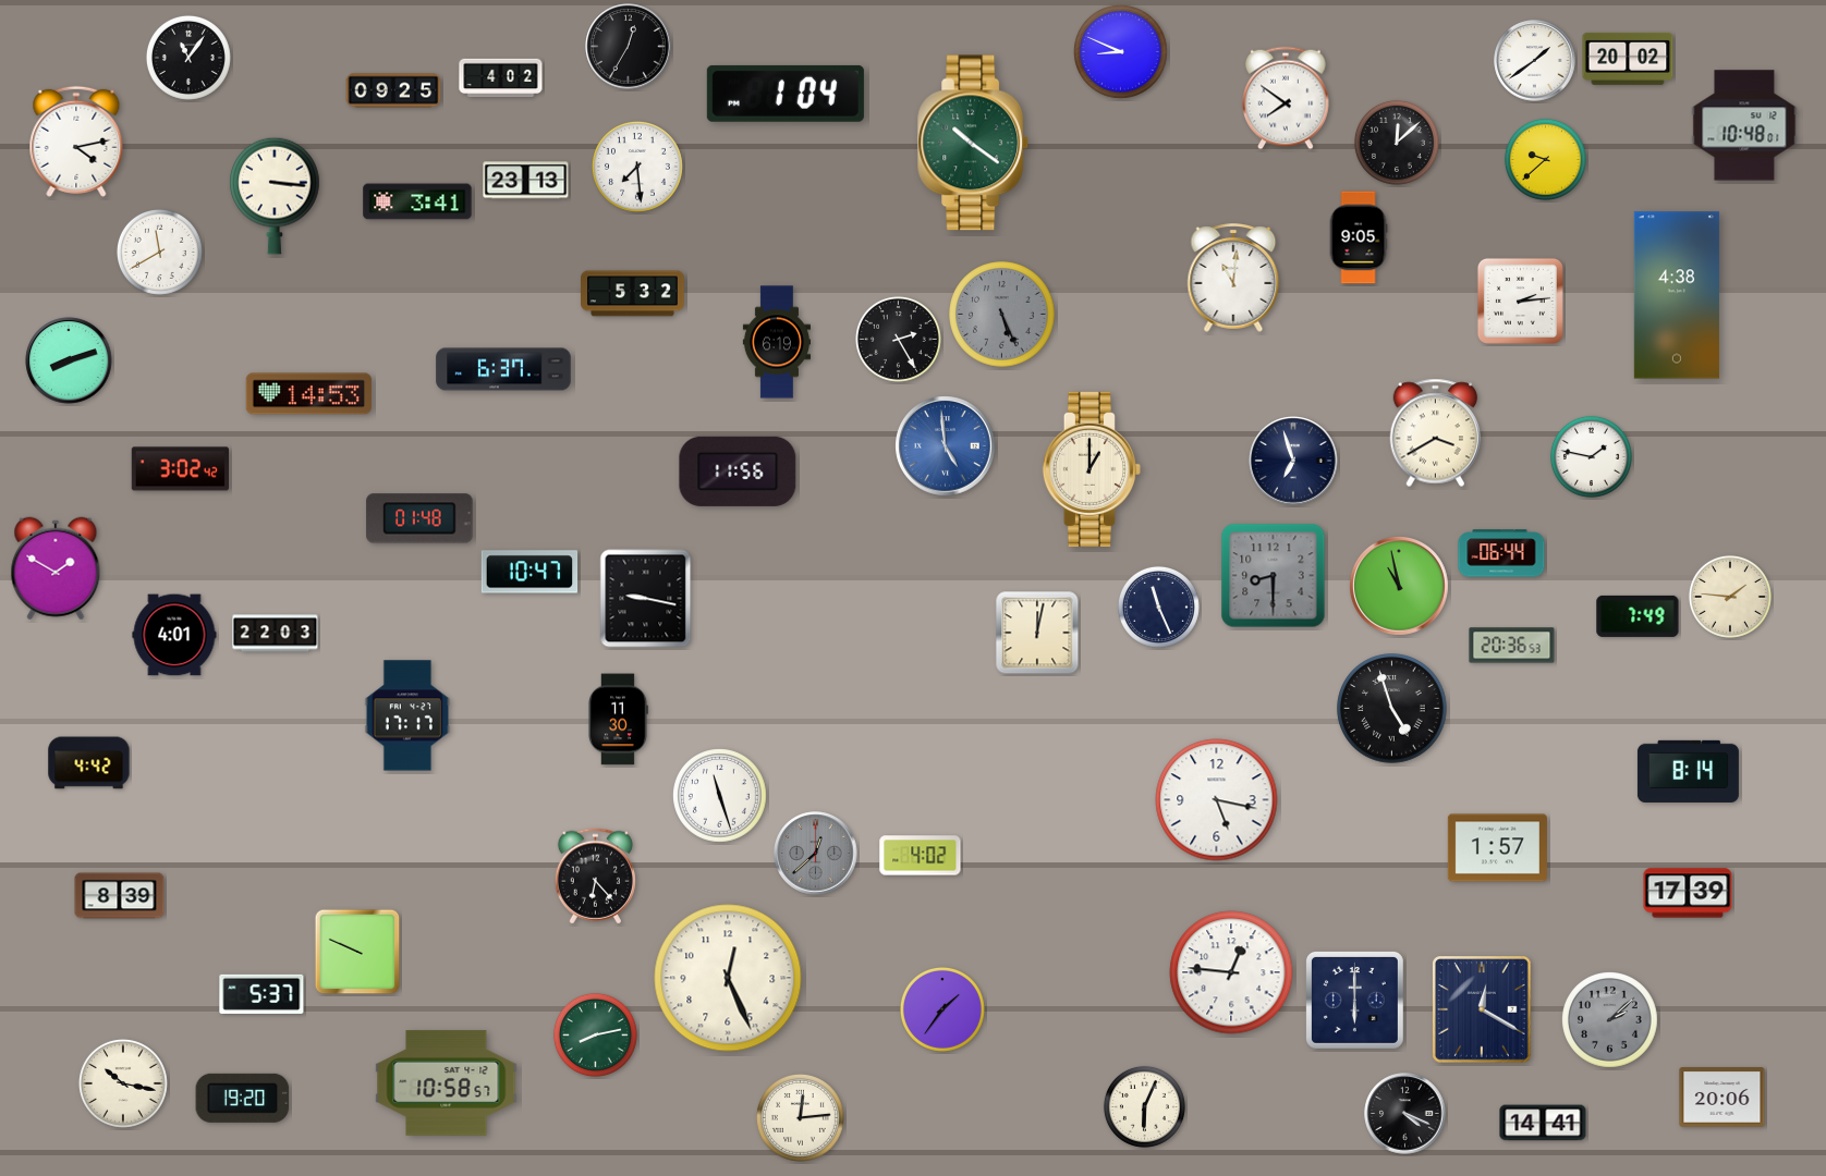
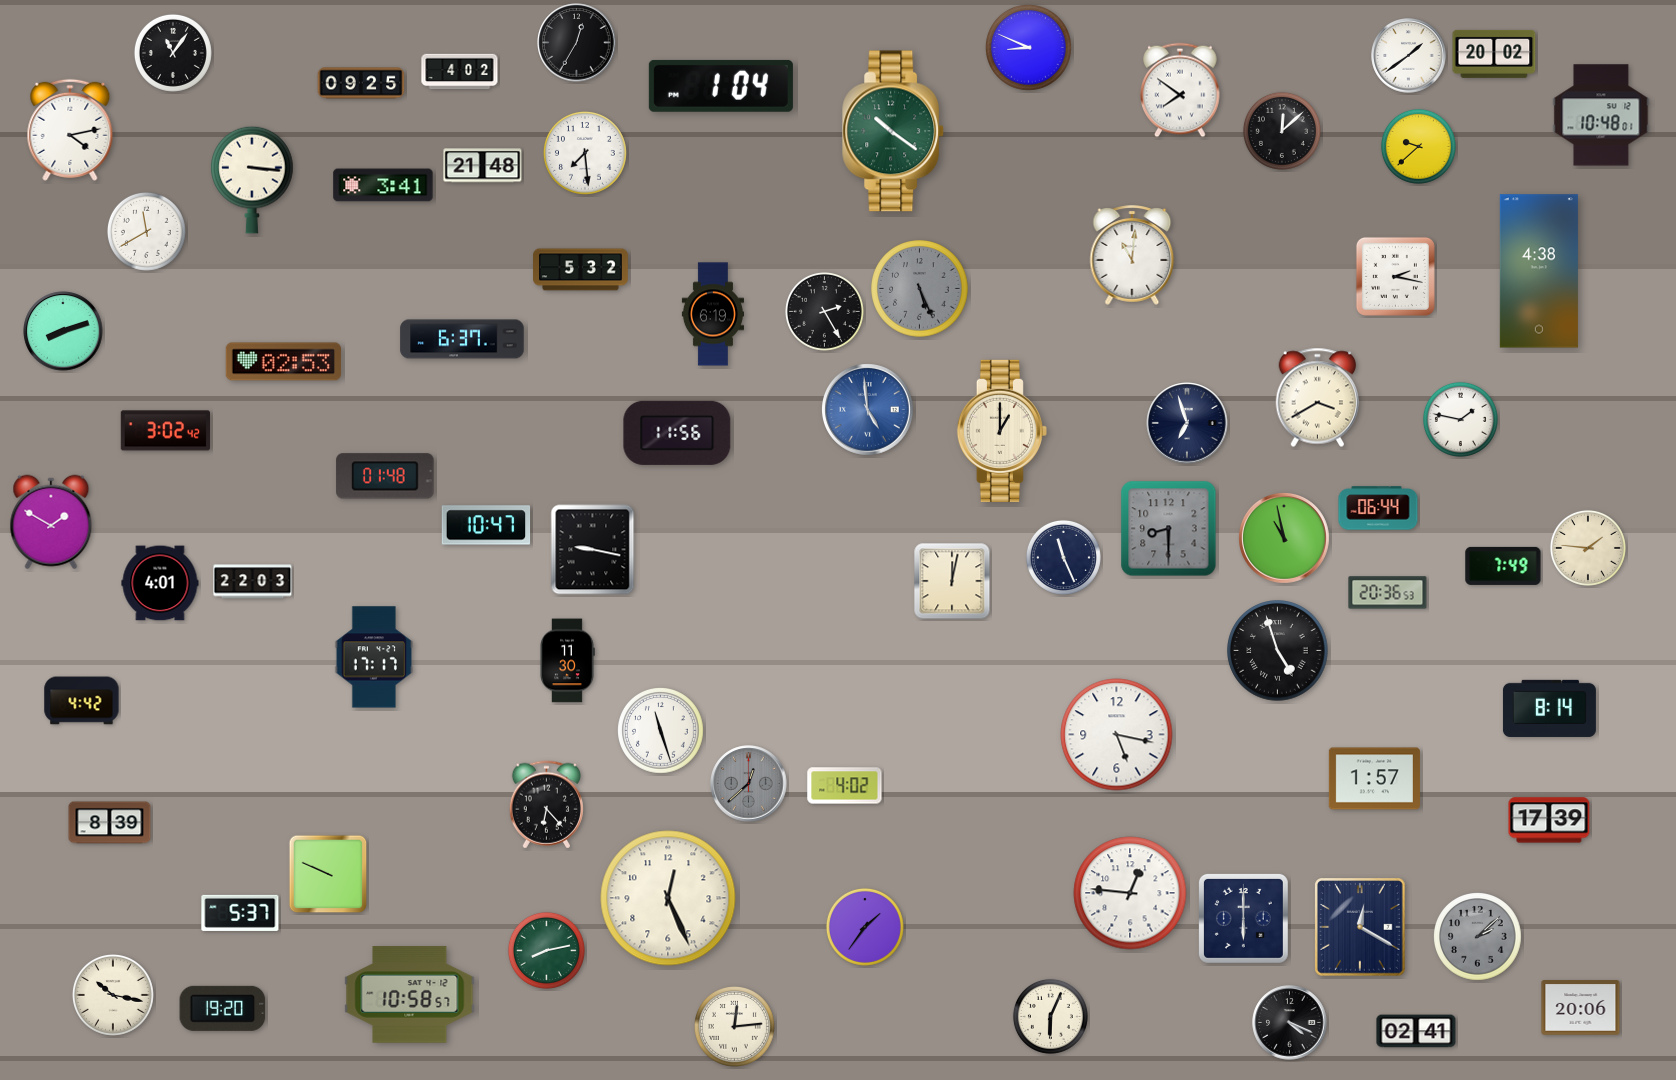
clock at (526, 181): 23:13 -> 21:48
clock at (1359, 237): 9:05 -> none
clock at (1520, 301): 2:14 -> 2:17
clock at (308, 394): 14:53 -> 02:53
clock at (1543, 1123): 14:41 -> 02:41
